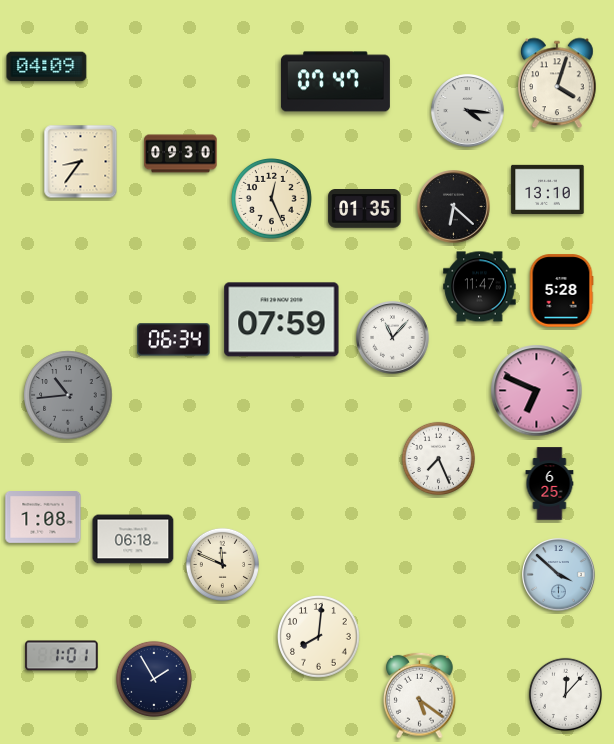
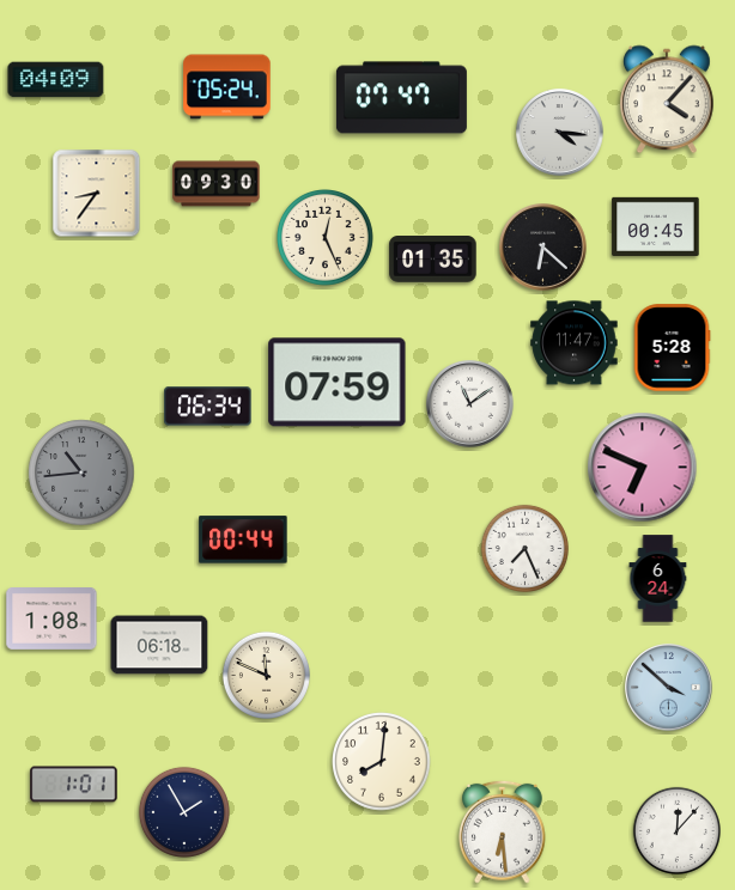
clock at (227, 87): none -> 05:24
clock at (558, 83): 4:03 -> 4:07
clock at (548, 189): 13:10 -> 00:45
clock at (365, 209) position: (365, 209) -> (433, 260)
clock at (393, 338): 11:07 -> 11:09
clock at (243, 540): none -> 00:44
clock at (550, 484): 6:25 -> 6:24
clock at (420, 695): 5:21 -> 6:29
